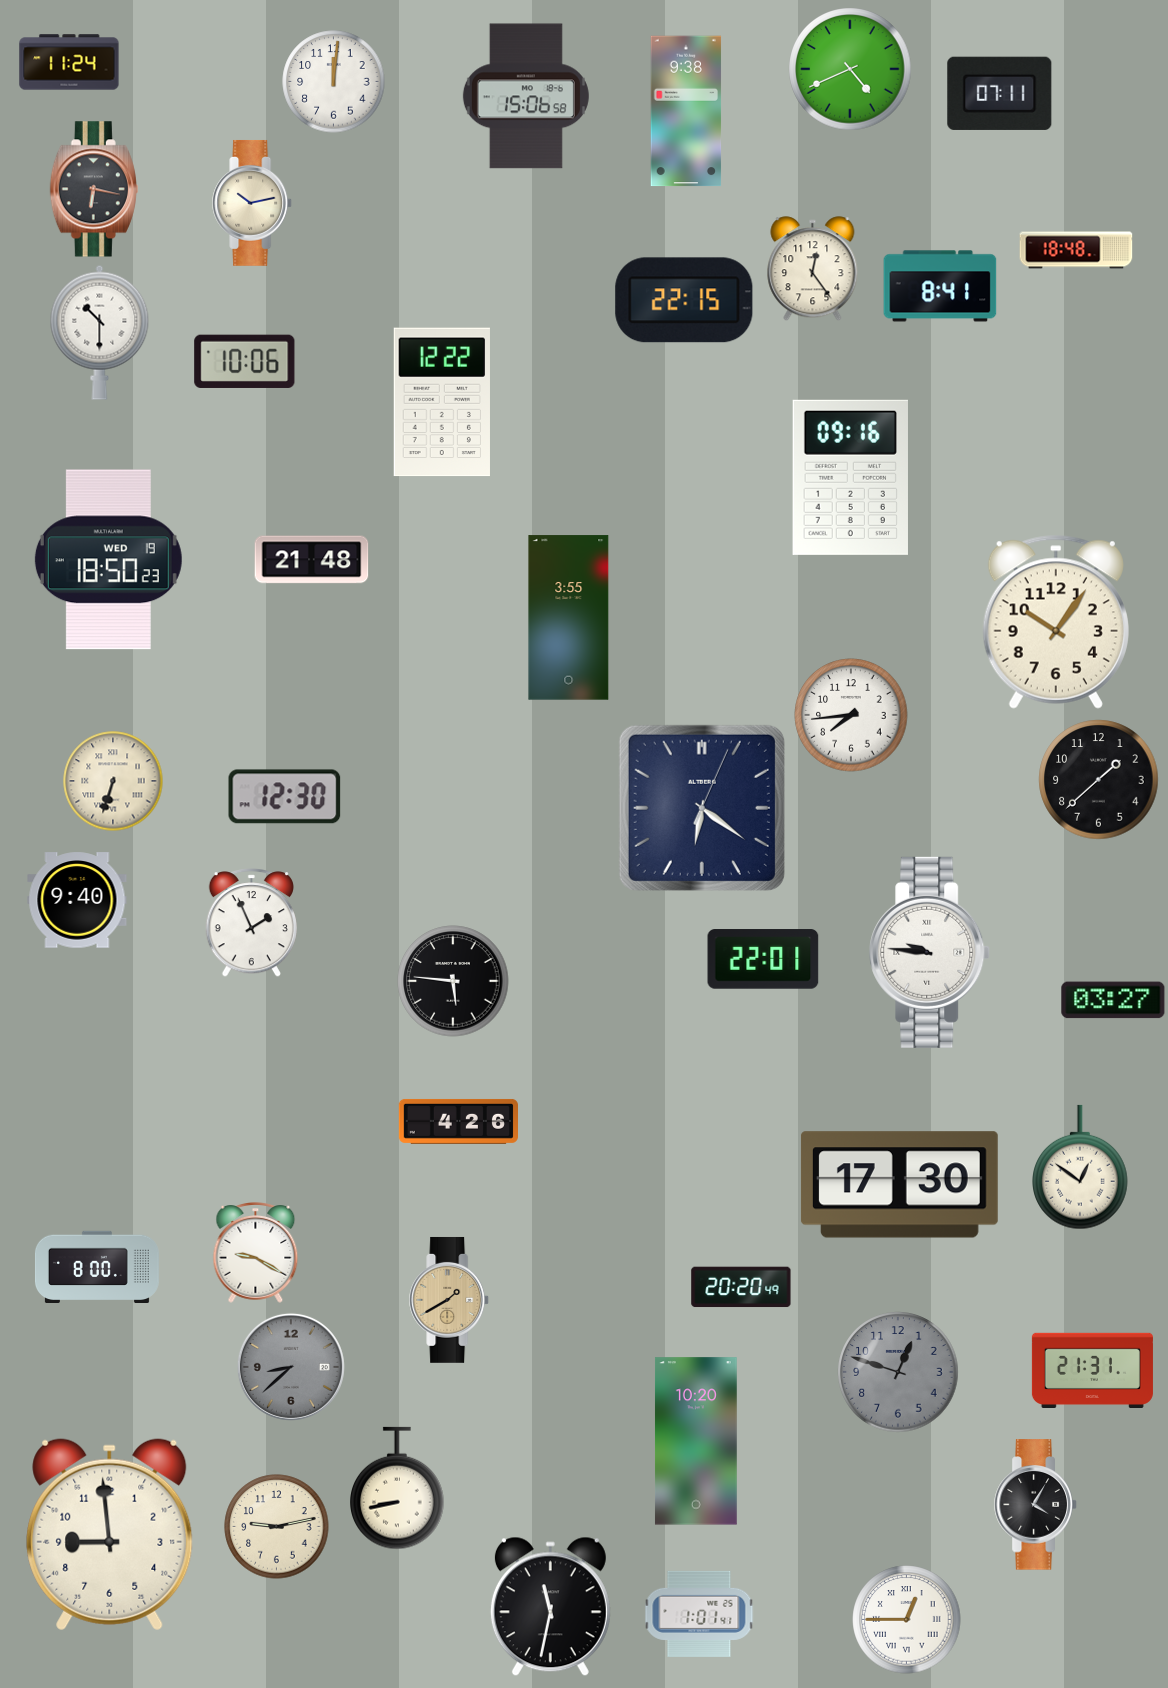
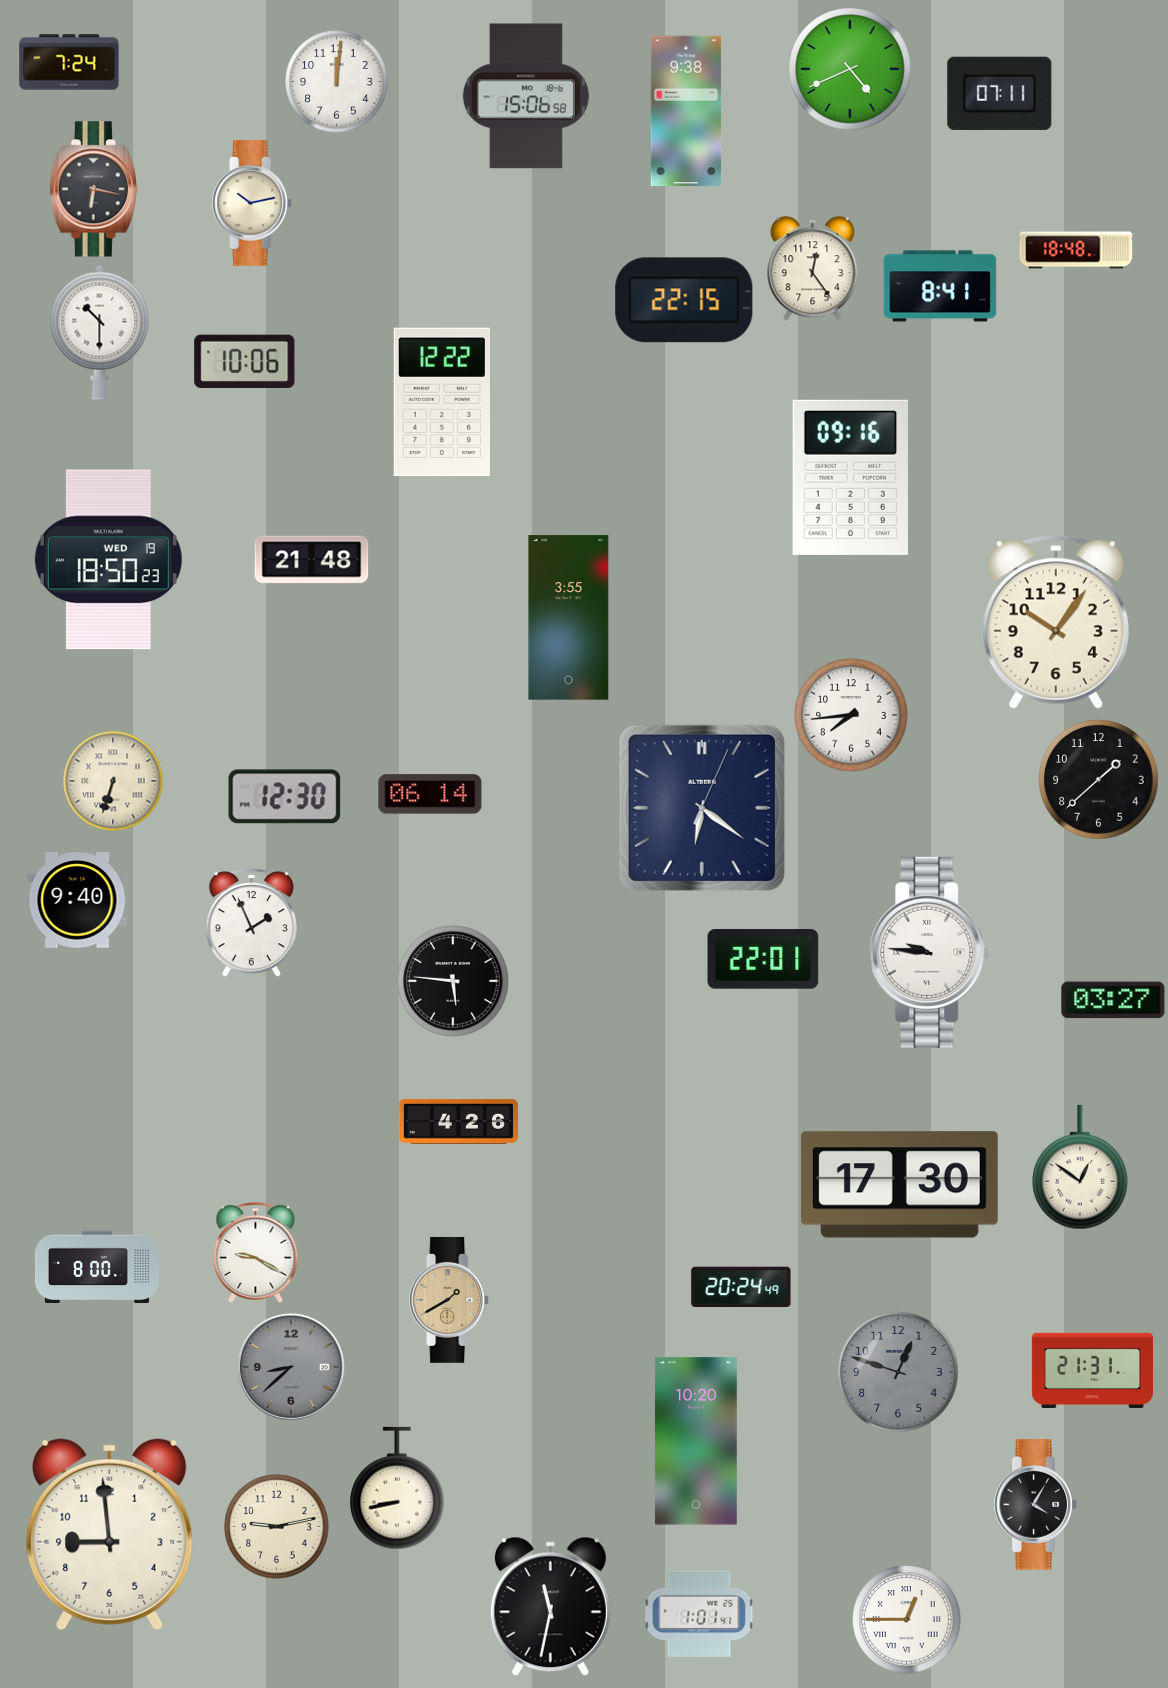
clock at (69, 62): 11:24 -> 7:24
clock at (334, 82) position: (334, 82) -> (337, 82)
clock at (430, 794): none -> 06:14
clock at (741, 1287): 20:20 -> 20:24
